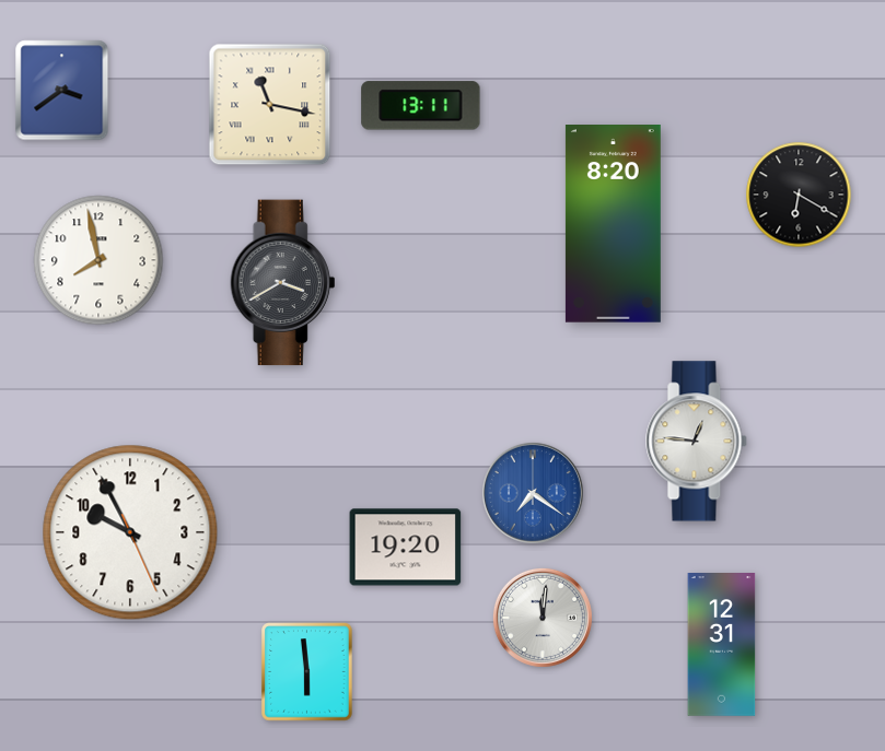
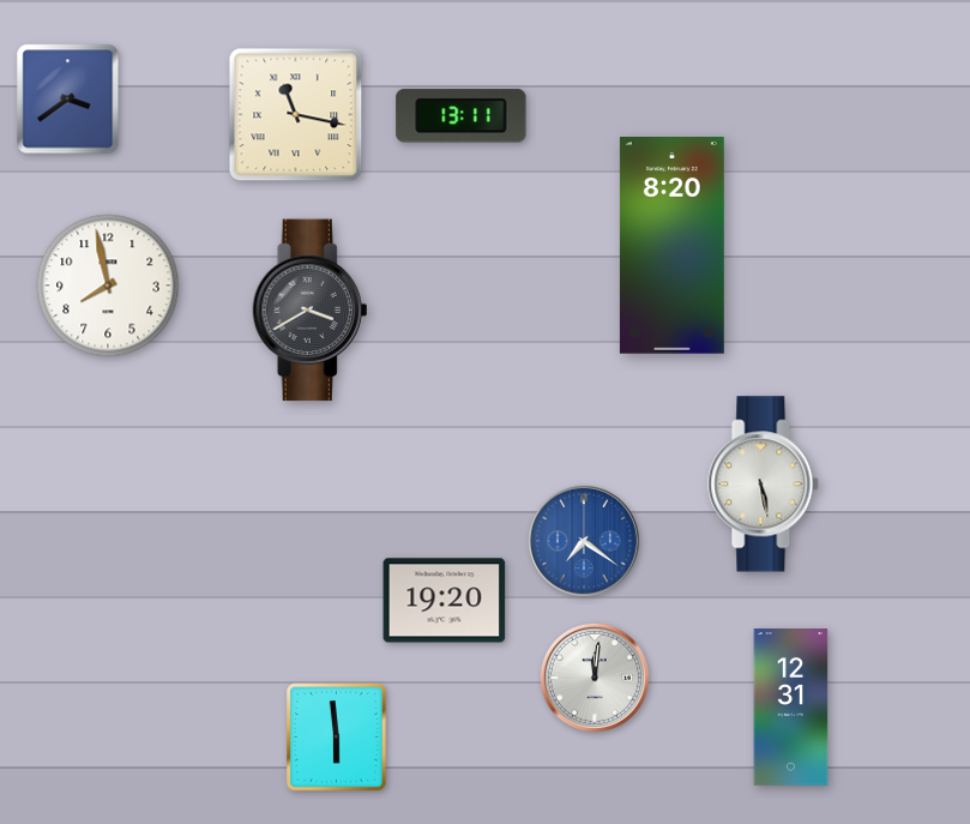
clock at (799, 195): 6:20 -> none
clock at (697, 442): 12:46 -> 5:28
clock at (130, 532): 9:55 -> none
